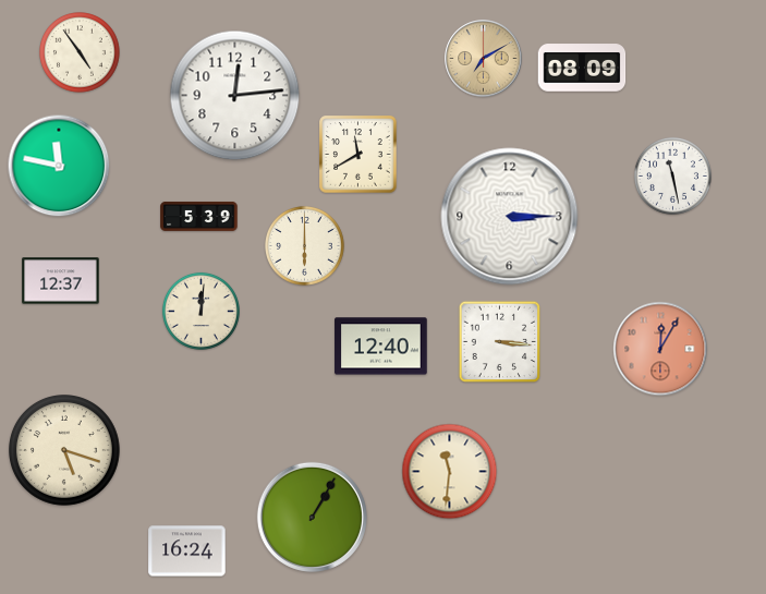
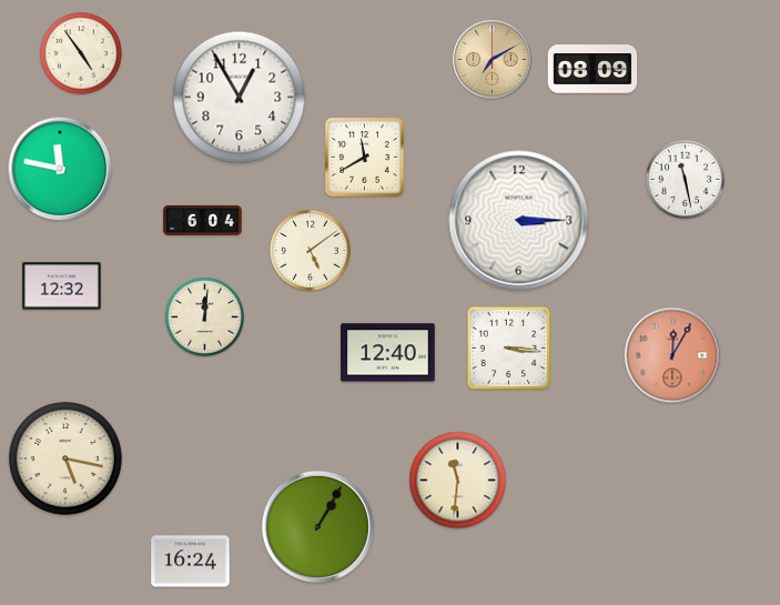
clock at (235, 96): 12:14 -> 12:55
clock at (199, 216): 5:39 -> 6:04
clock at (305, 246): 6:00 -> 5:09
clock at (61, 281): 12:37 -> 12:32
clock at (65, 451): 5:18 -> 5:17
